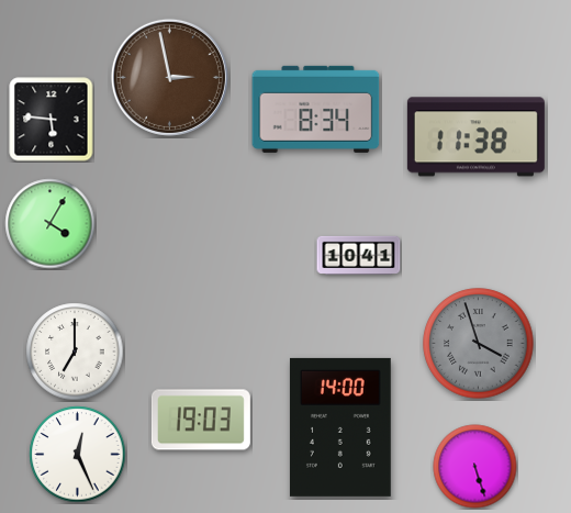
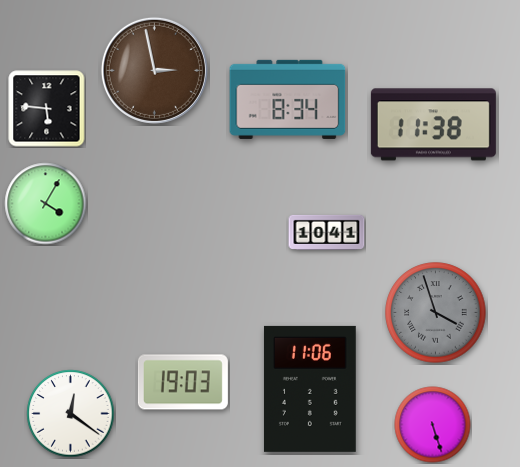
clock at (75, 352): 7:00 -> none
clock at (340, 427): 14:00 -> 11:06
clock at (78, 455): 12:26 -> 12:21
